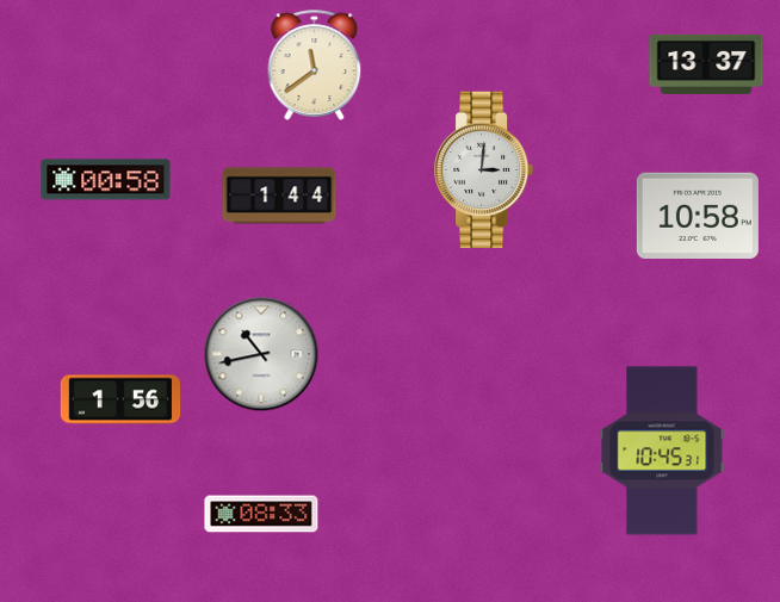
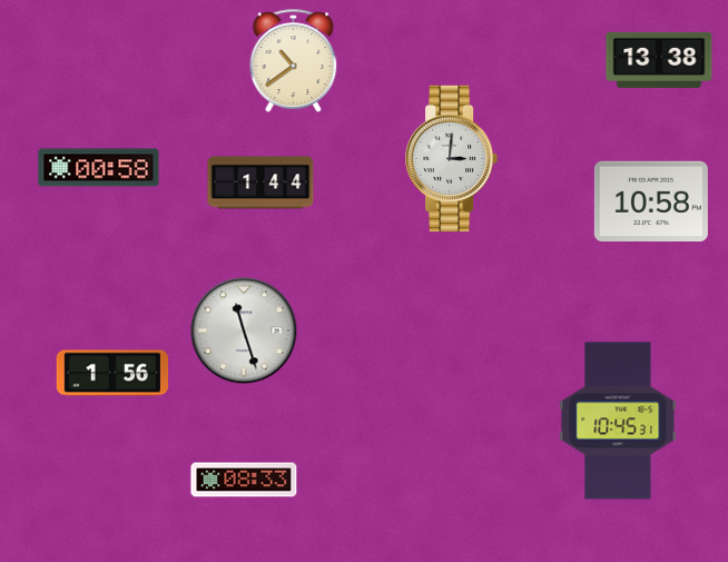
clock at (315, 64): 11:39 -> 10:39
clock at (706, 64): 13:37 -> 13:38
clock at (261, 354): 10:43 -> 11:27
